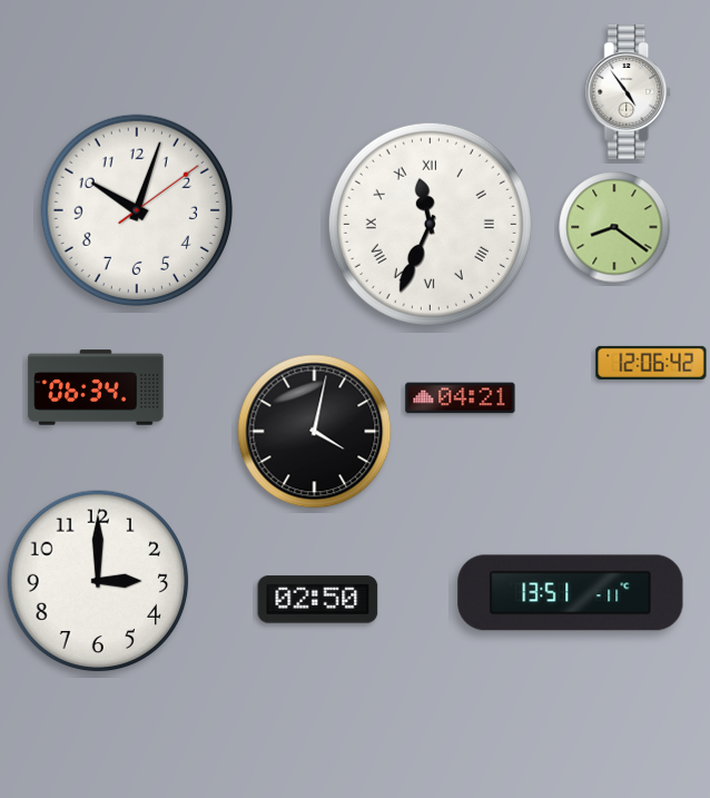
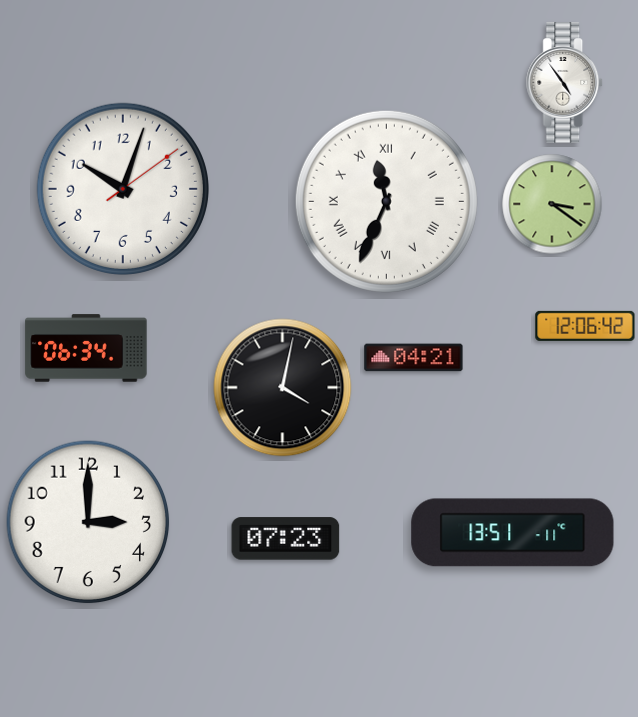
clock at (614, 227): 8:21 -> 3:21
clock at (318, 600): 02:50 -> 07:23
